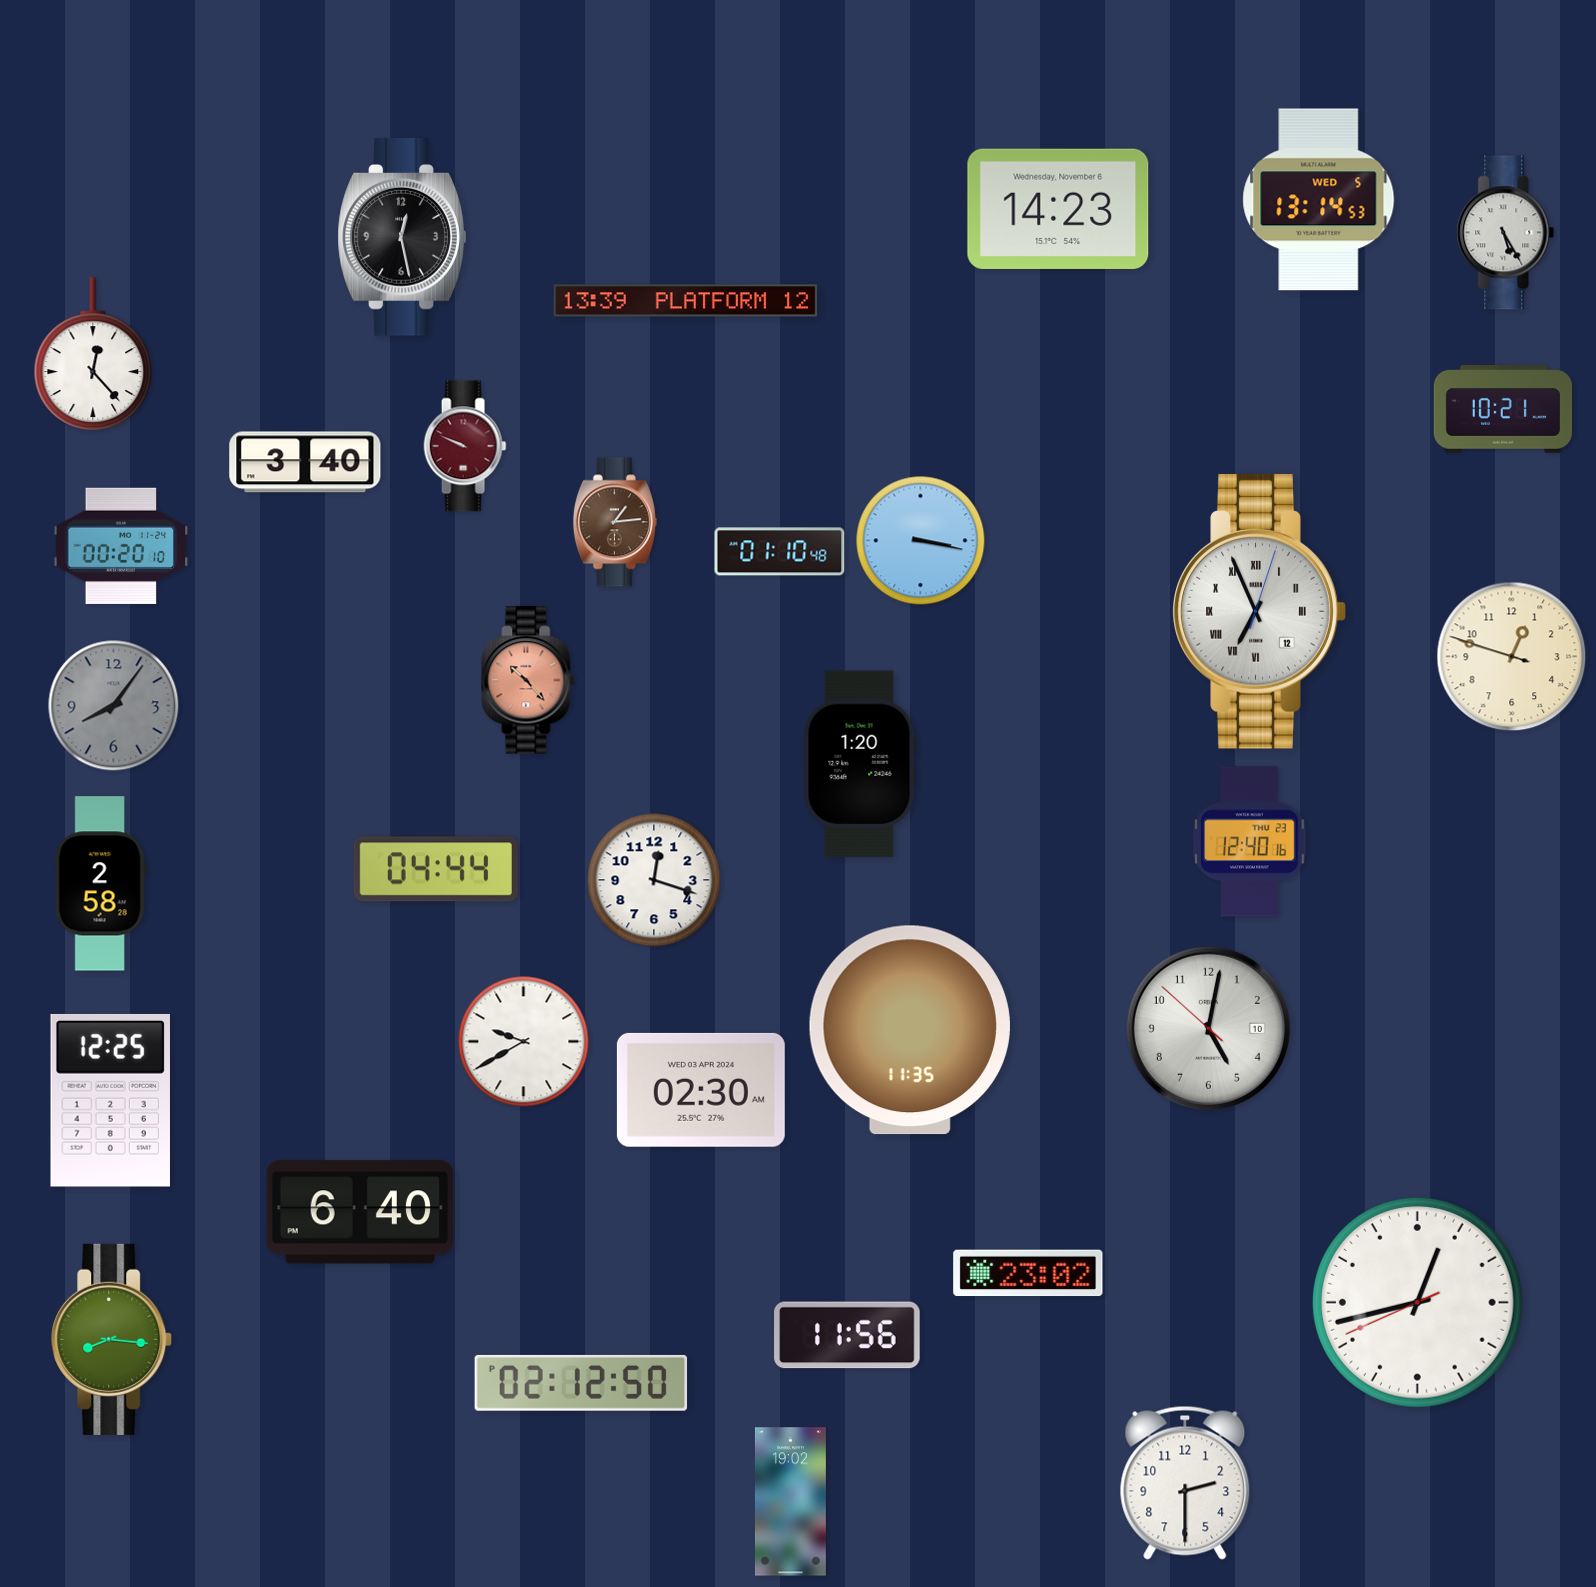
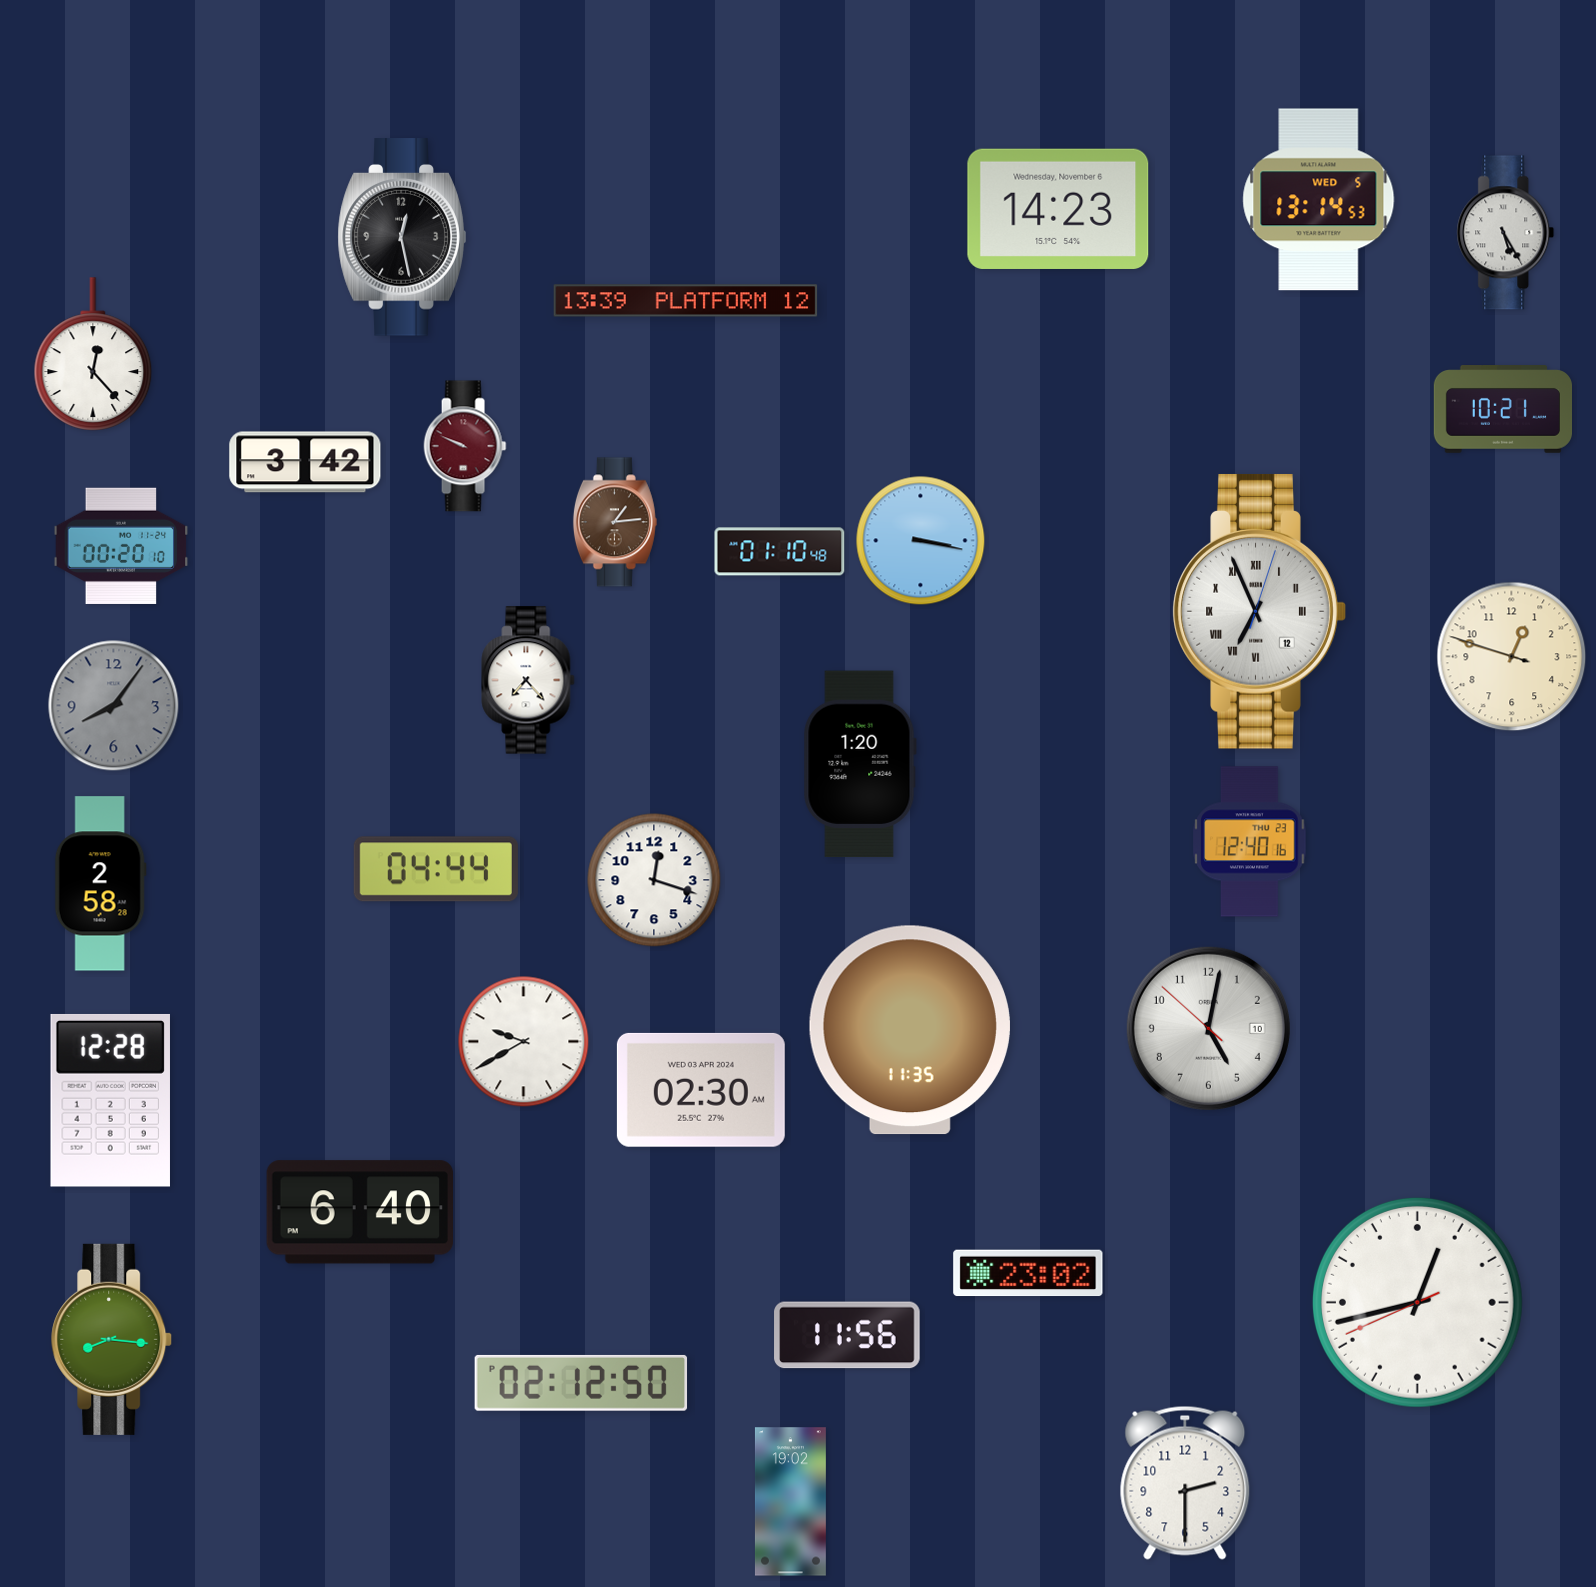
clock at (305, 462): 3:40 -> 3:42
clock at (528, 680): 10:23 -> 7:23
clock at (528, 680) dial: salmon -> white
clock at (110, 1100): 12:25 -> 12:28
